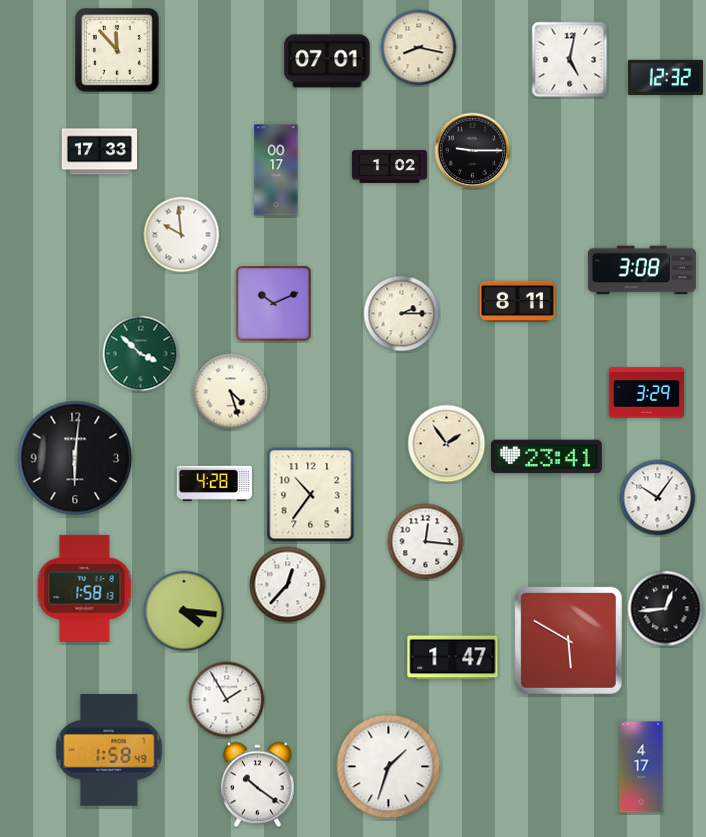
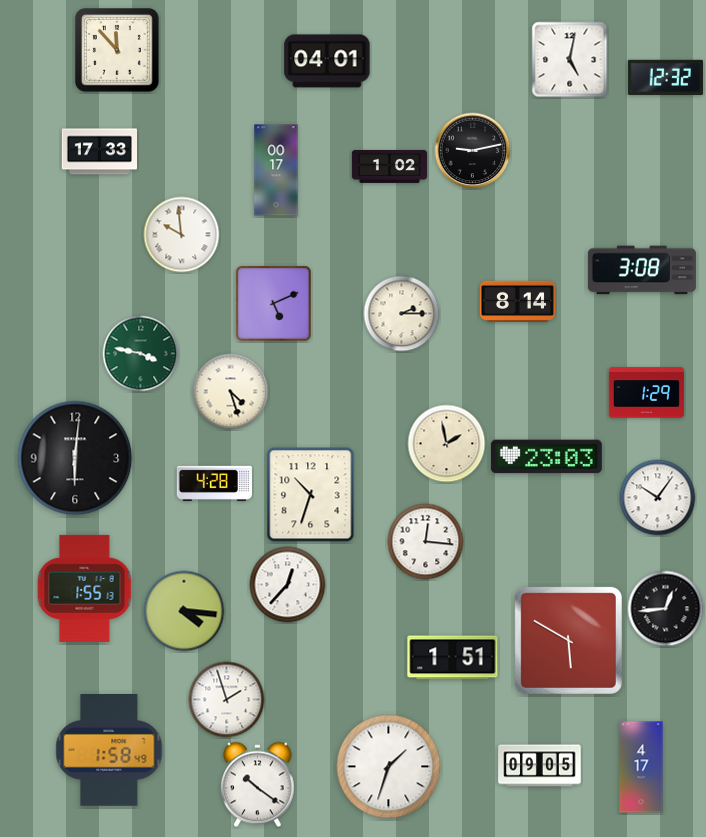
clock at (419, 48): 8:17 -> none
clock at (327, 61): 07:01 -> 04:01
clock at (473, 151): 9:15 -> 9:13
clock at (517, 301): 8:11 -> 8:14
clock at (274, 304): 10:11 -> 5:11
clock at (141, 354): 3:52 -> 3:47
clock at (646, 393): 3:29 -> 1:29
clock at (447, 444): 1:54 -> 1:58
clock at (546, 457): 23:41 -> 23:03
clock at (311, 495): 10:36 -> 10:33
clock at (85, 588): 1:58 -> 1:55
clock at (453, 658): 1:47 -> 1:51
clock at (227, 700): 1:55 -> 1:57
clock at (540, 766): none -> 09:05
